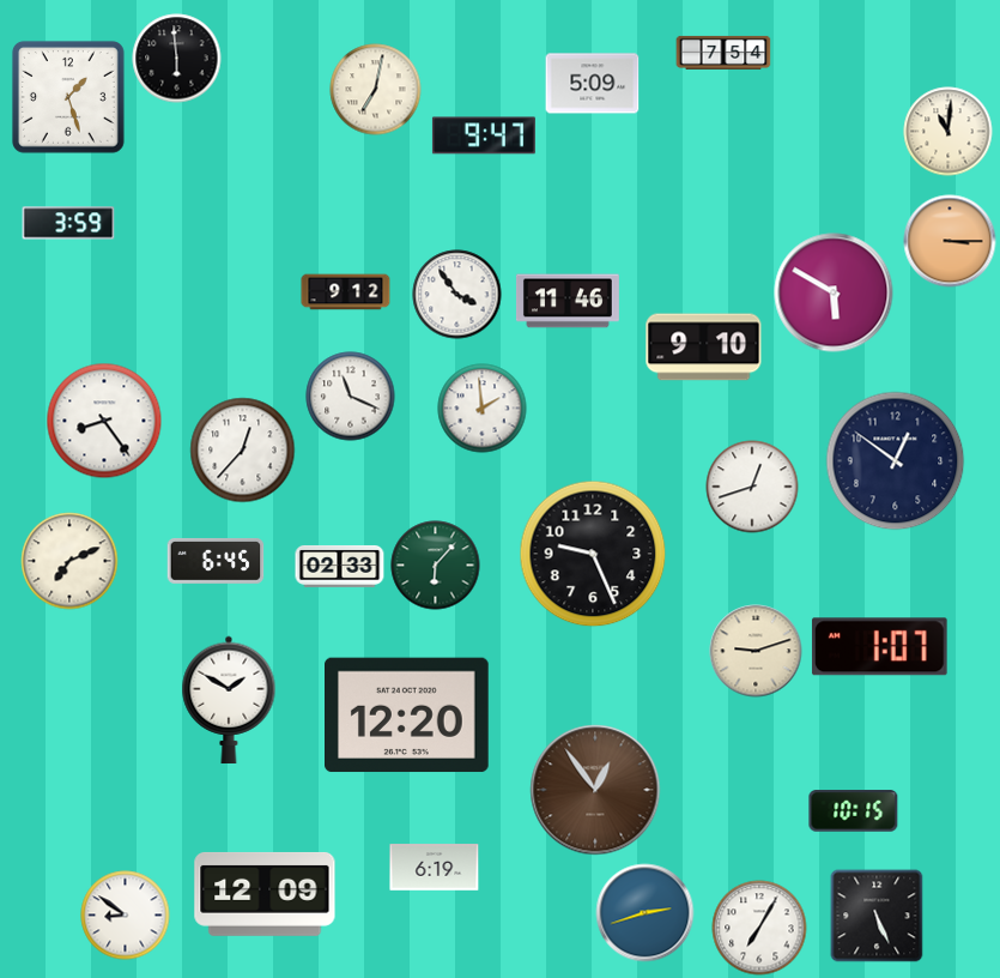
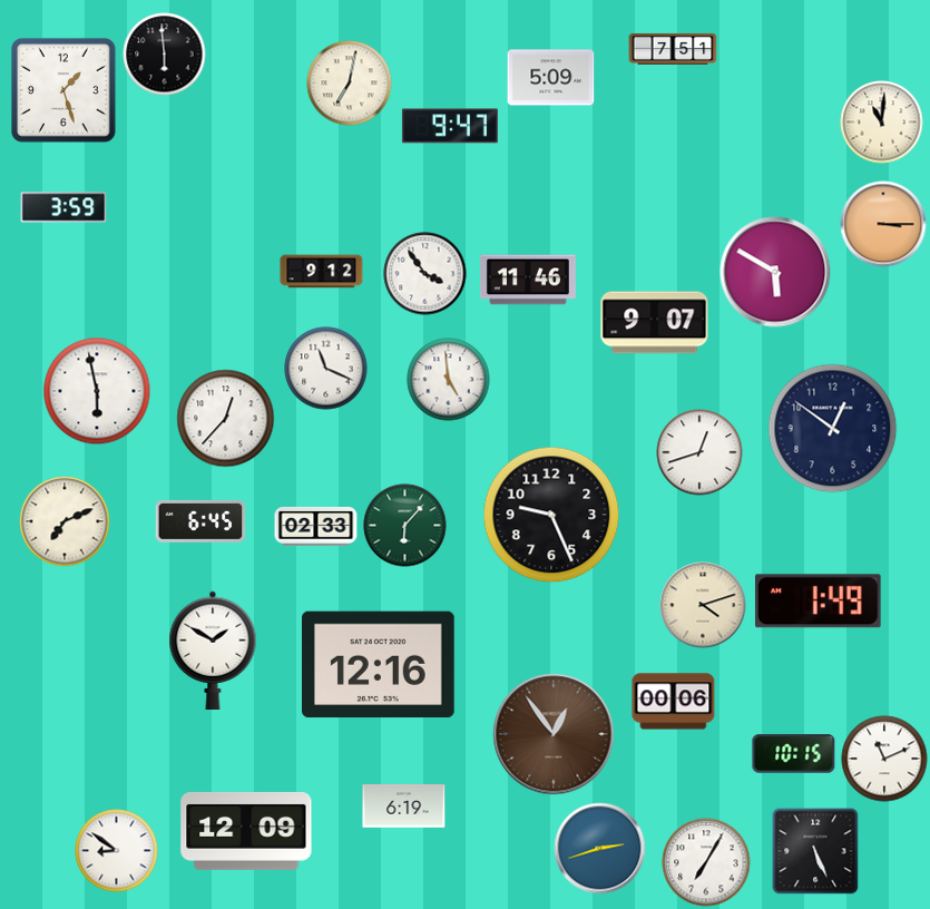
clock at (723, 53): 7:54 -> 7:51
clock at (704, 348): 9:10 -> 9:07
clock at (483, 409): 1:59 -> 4:59
clock at (104, 421): 8:24 -> 5:58
clock at (879, 647): 1:07 -> 1:49
clock at (756, 651): 9:12 -> 4:12
clock at (407, 716): 12:20 -> 12:16
clock at (674, 702): none -> 00:06
clock at (884, 759): none -> 11:11
